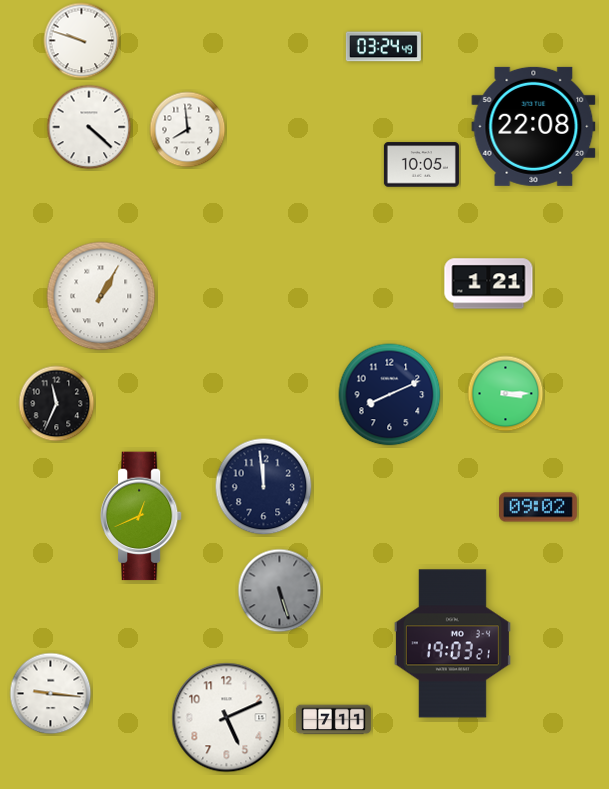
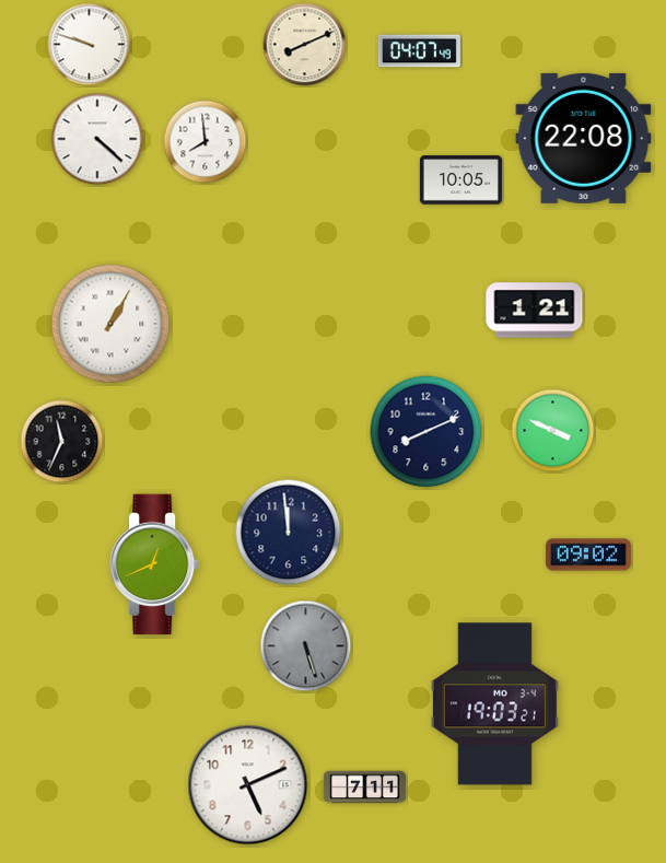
clock at (305, 45): none -> 8:11
clock at (383, 47): 03:24 -> 04:07
clock at (506, 394): 3:15 -> 3:49
clock at (51, 694): 9:16 -> none
